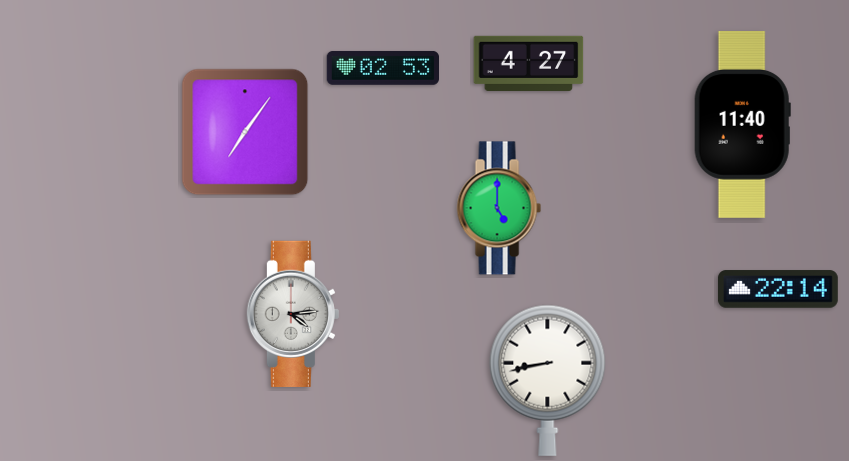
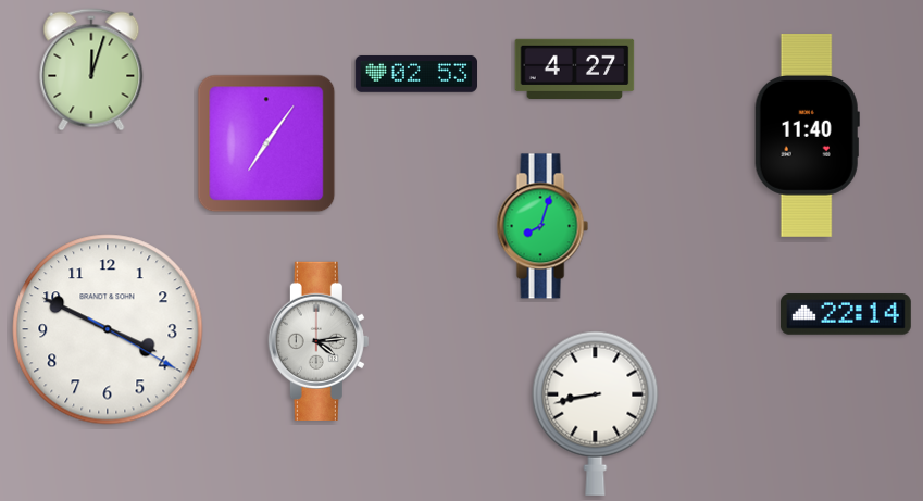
clock at (91, 70): none -> 12:03
clock at (499, 208): 5:00 -> 8:03
clock at (108, 329): none -> 3:49
